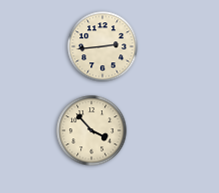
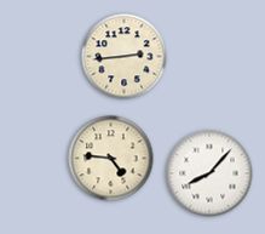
clock at (92, 131): 3:53 -> 4:46
clock at (209, 173): none -> 8:07
